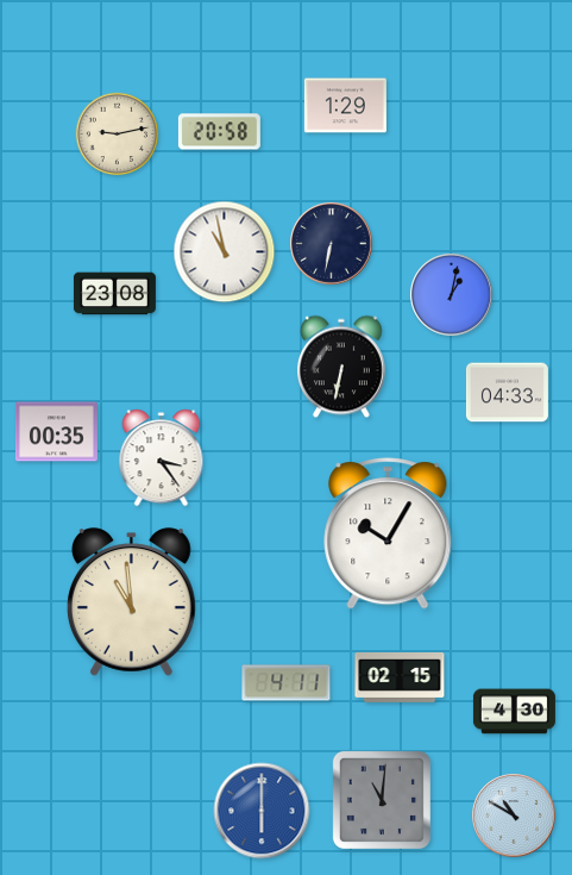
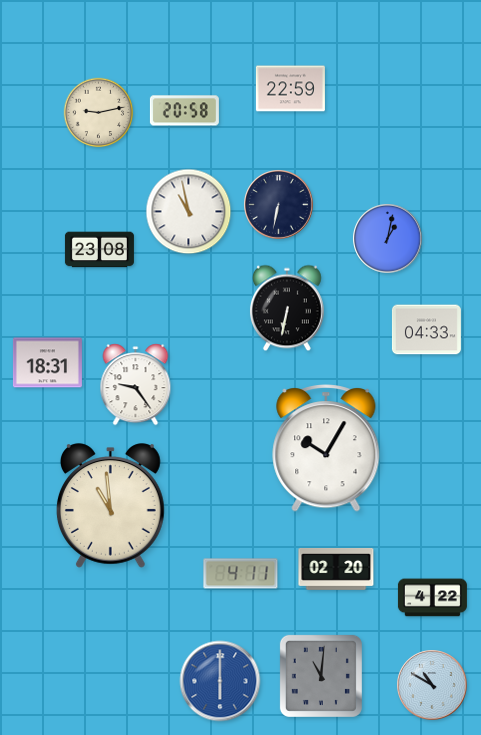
clock at (345, 106): 1:29 -> 22:59
clock at (114, 294) position: (114, 294) -> (99, 250)
clock at (452, 295) position: (452, 295) -> (388, 239)
clock at (56, 432): 00:35 -> 18:31
clock at (162, 458): 3:24 -> 9:24
clock at (400, 677): 02:15 -> 02:20
clock at (514, 712): 4:30 -> 4:22
clock at (382, 800) position: (382, 800) -> (321, 676)
